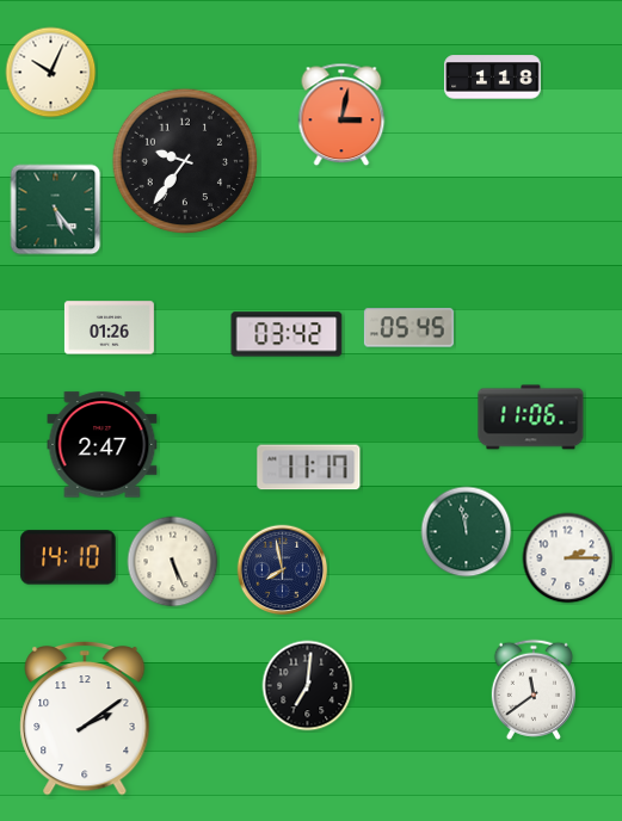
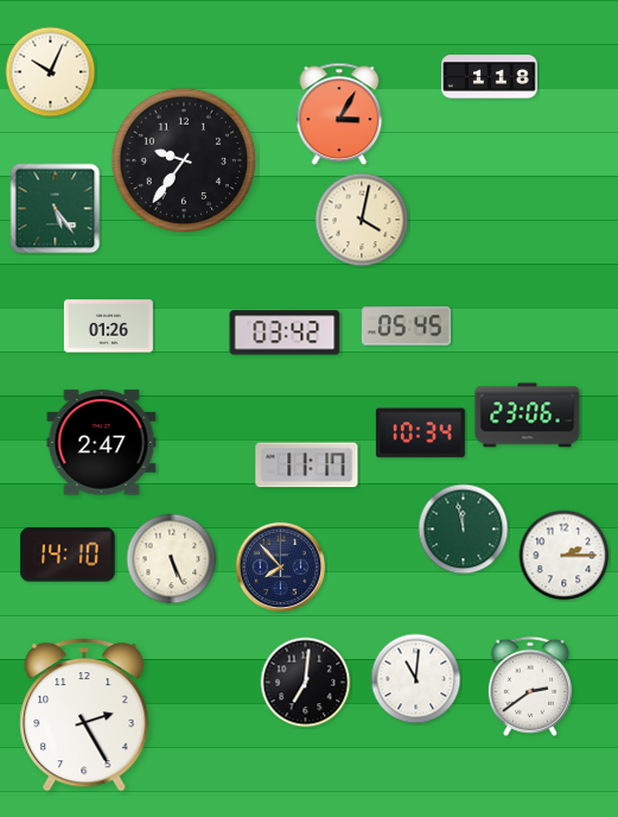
clock at (341, 115): 3:02 -> 3:05
clock at (362, 220): none -> 4:02
clock at (531, 418): 11:06 -> 23:06
clock at (420, 433): none -> 10:34
clock at (283, 570): 7:58 -> 7:53
clock at (416, 679): none -> 11:01
clock at (534, 690): 11:39 -> 2:39
clock at (85, 718): 2:09 -> 2:25
